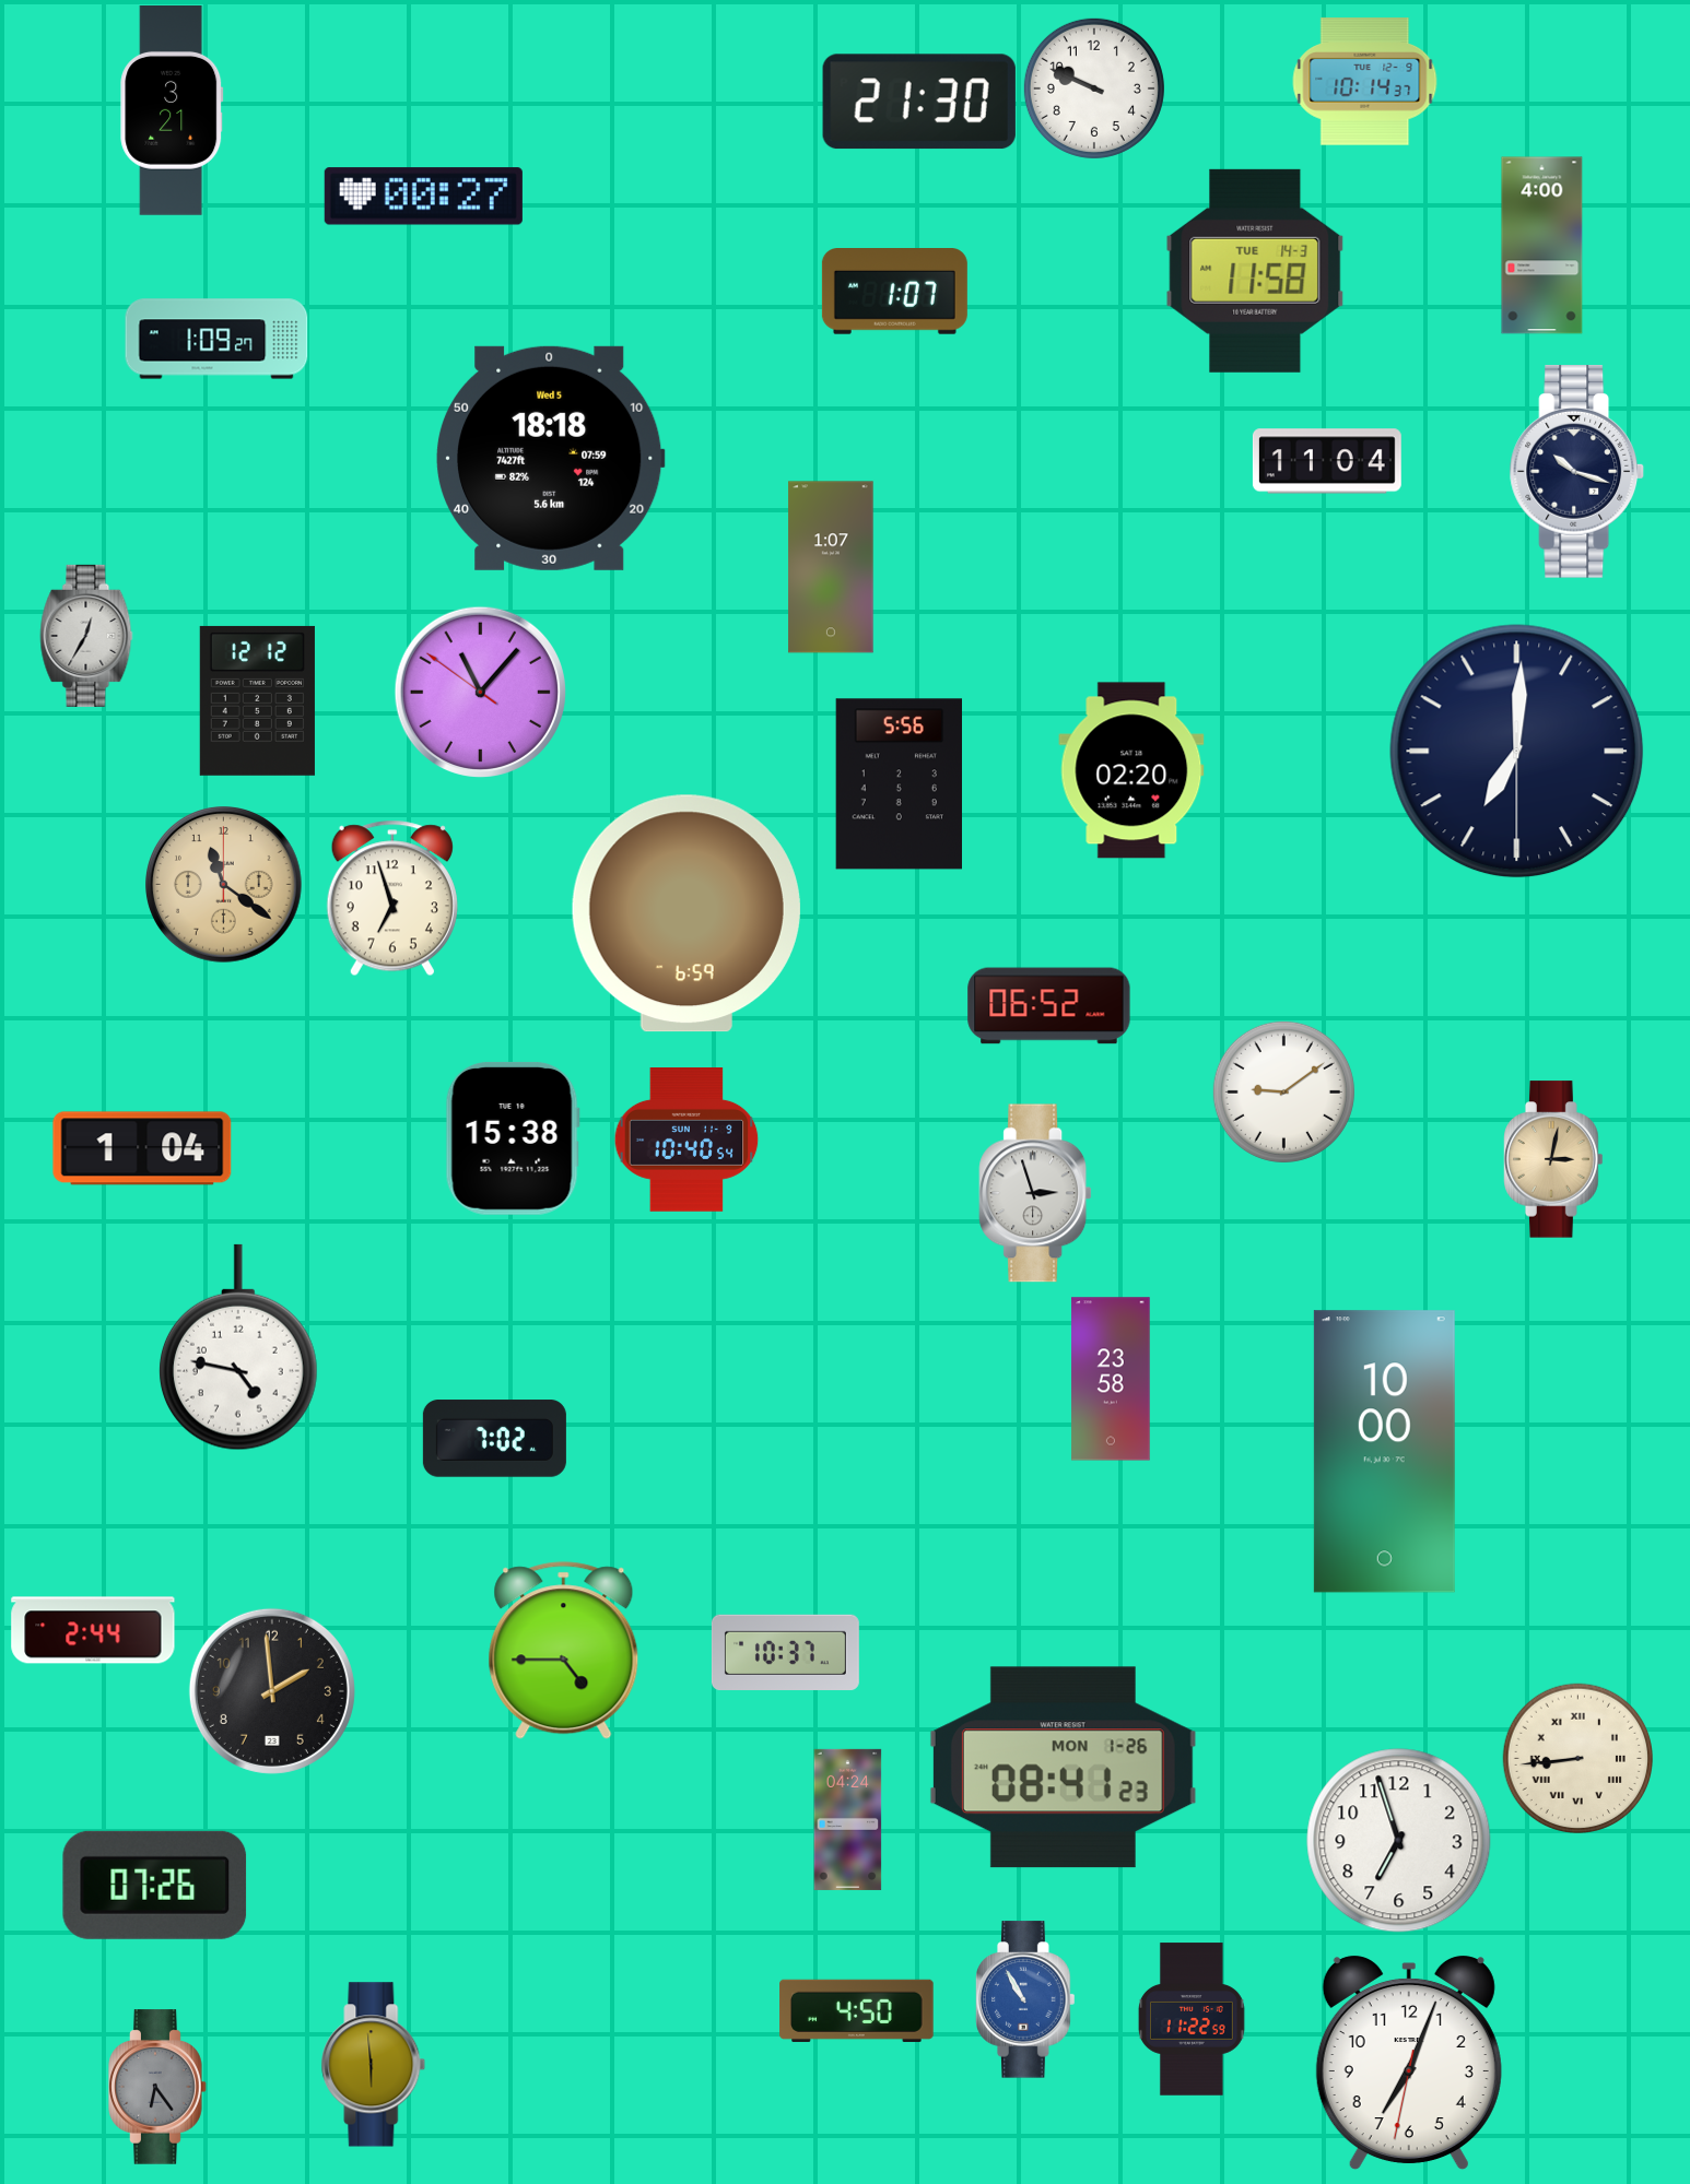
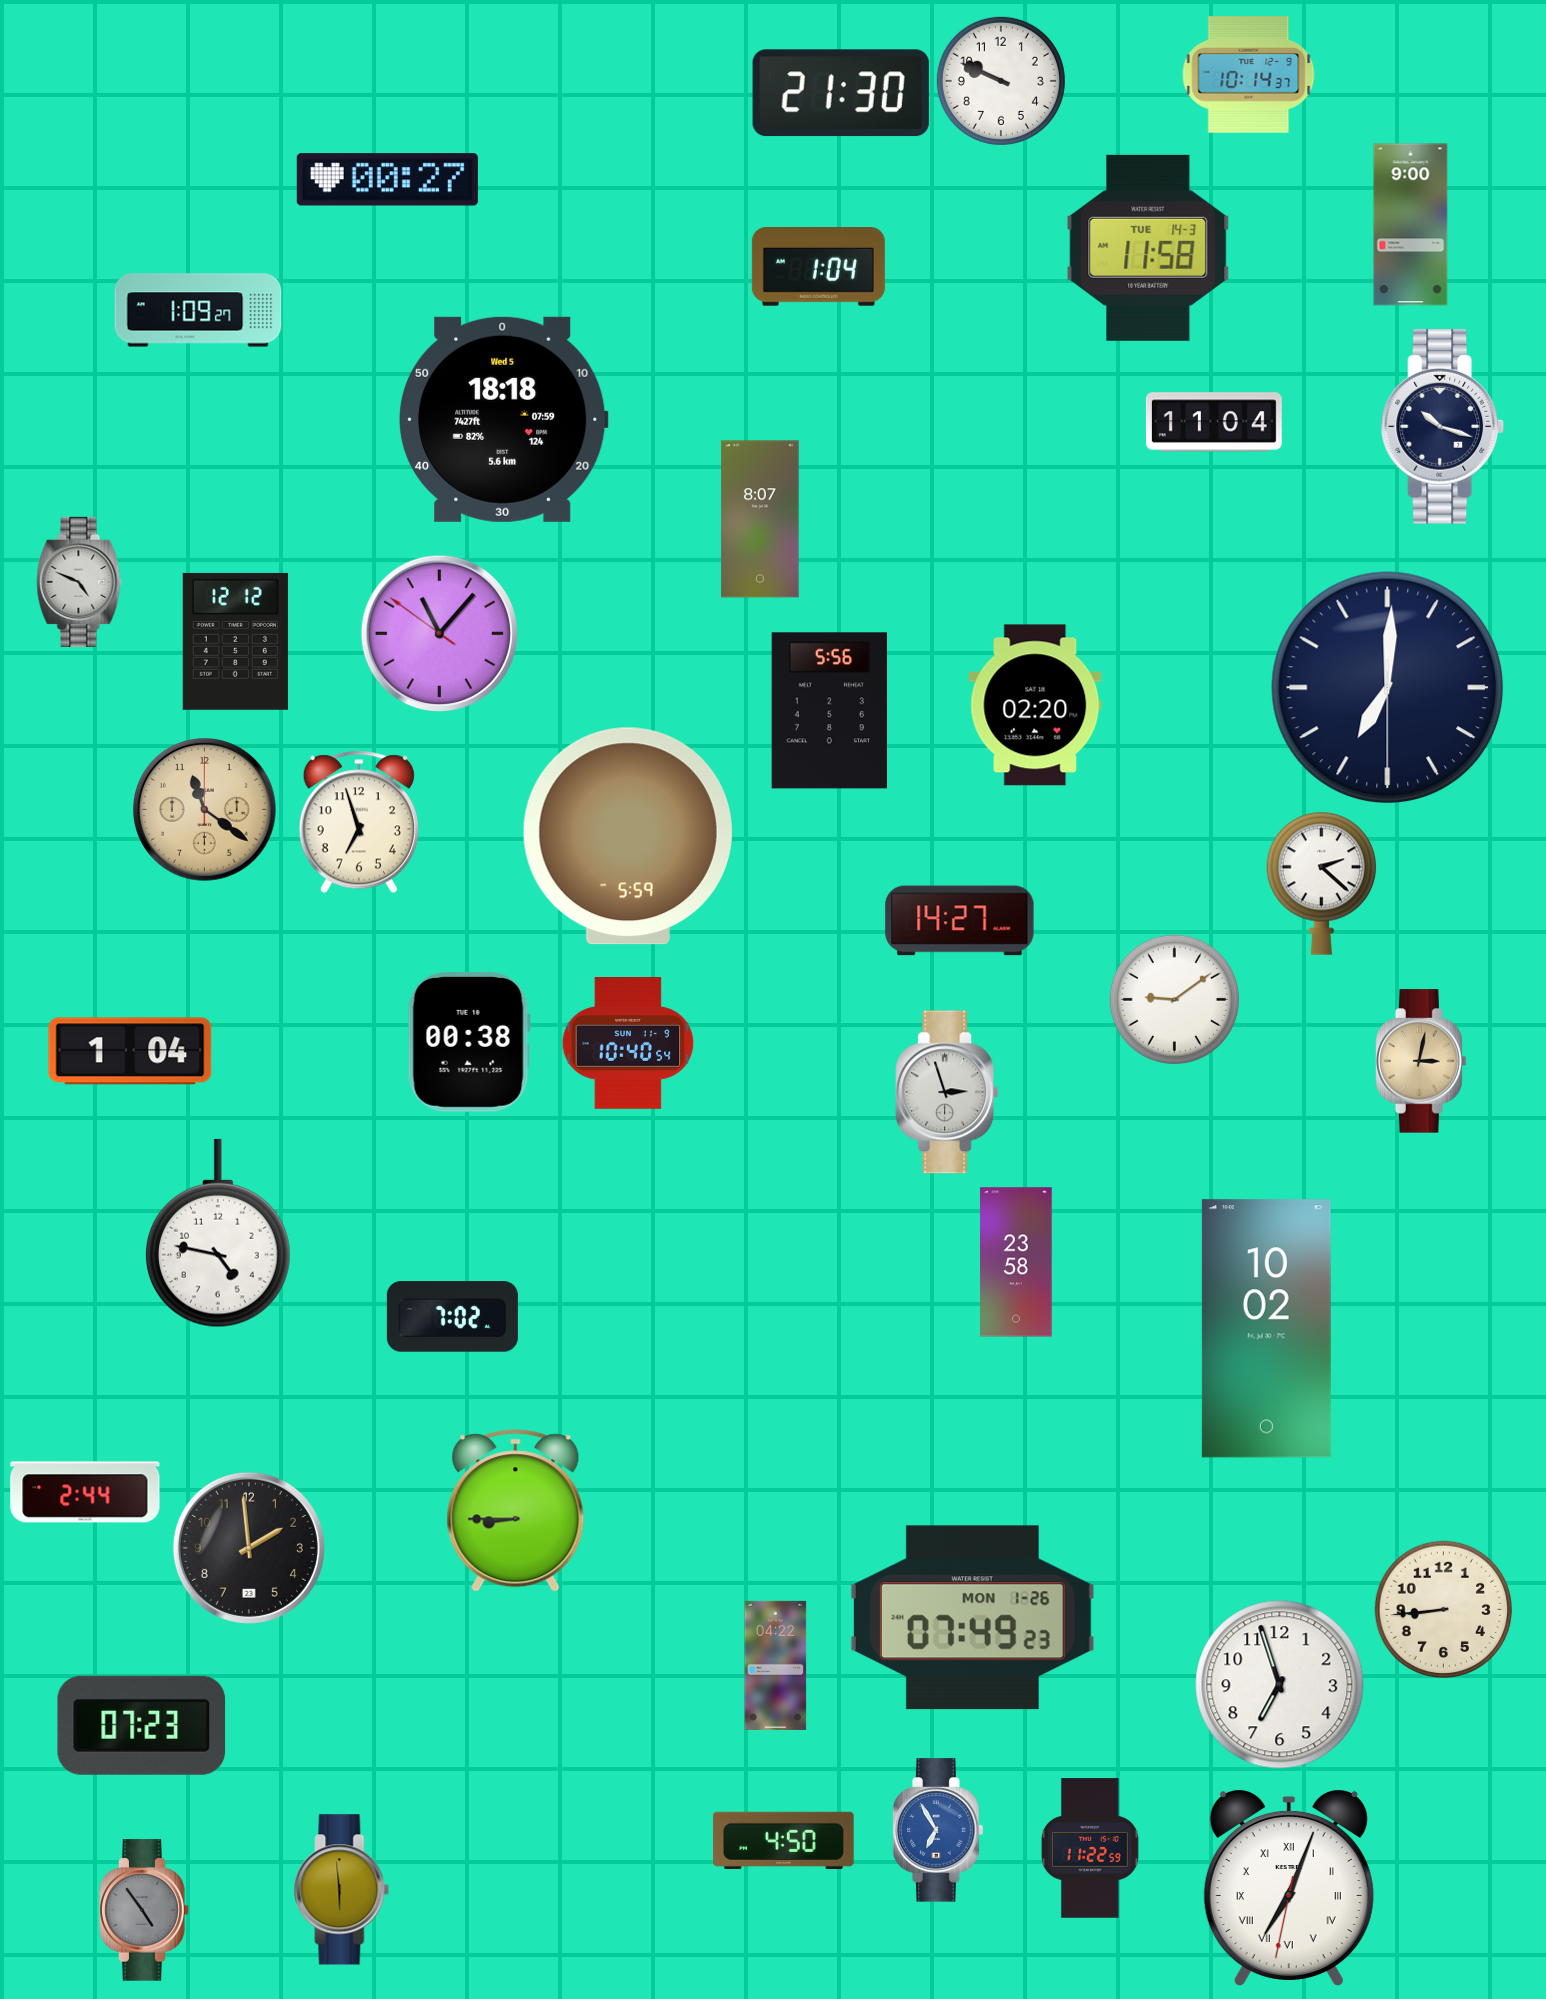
clock at (172, 111): 3:21 -> none
clock at (1542, 246): 4:00 -> 9:00
clock at (894, 292): 1:07 -> 1:04
clock at (1577, 472) position: (1577, 472) -> (1443, 427)
clock at (831, 567): 1:07 -> 8:07
clock at (86, 636): 12:35 -> 4:49
clock at (899, 784) position: (899, 784) -> (829, 711)
clock at (686, 913): 6:59 -> 5:59
clock at (1322, 883): none -> 2:22
clock at (1049, 1006): 06:52 -> 14:27
clock at (513, 1138): 15:38 -> 00:38
clock at (1384, 1452): 10:00 -> 10:02
clock at (564, 1651): 4:45 -> 8:45
clock at (785, 1652): 10:37 -> none
clock at (1577, 1758) numerals: Roman -> Arabic
clock at (1063, 1768): 08:41 -> 07:49
clock at (848, 1819): 04:24 -> 04:22
clock at (155, 1885): 07:26 -> 07:23
clock at (1025, 1999): 10:55 -> 6:55
clock at (1409, 2063) numerals: Arabic -> Roman
clock at (157, 2087): 6:24 -> 4:54
